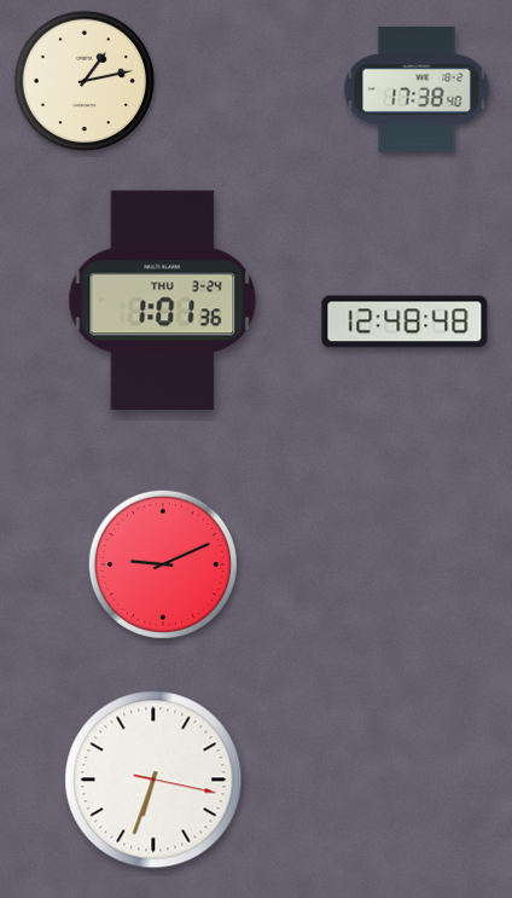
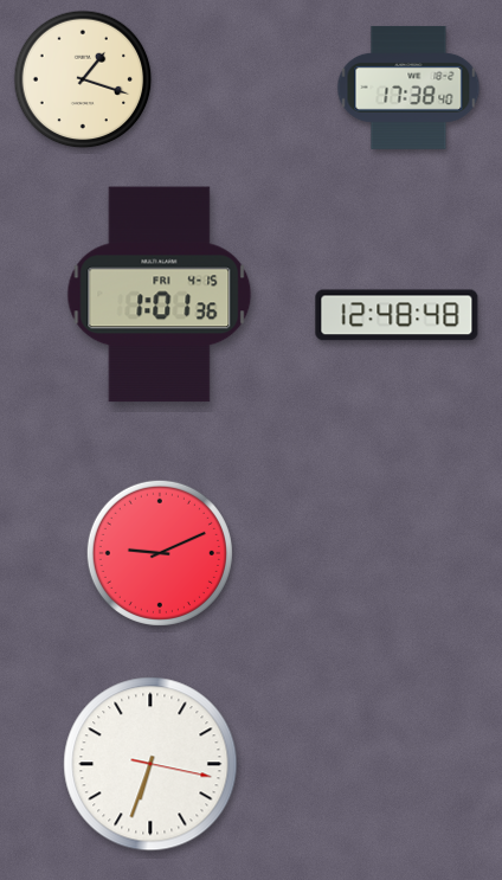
clock at (85, 81): 1:13 -> 1:18
clock at (163, 301) date: THU 3-24 -> FRI 4-15
